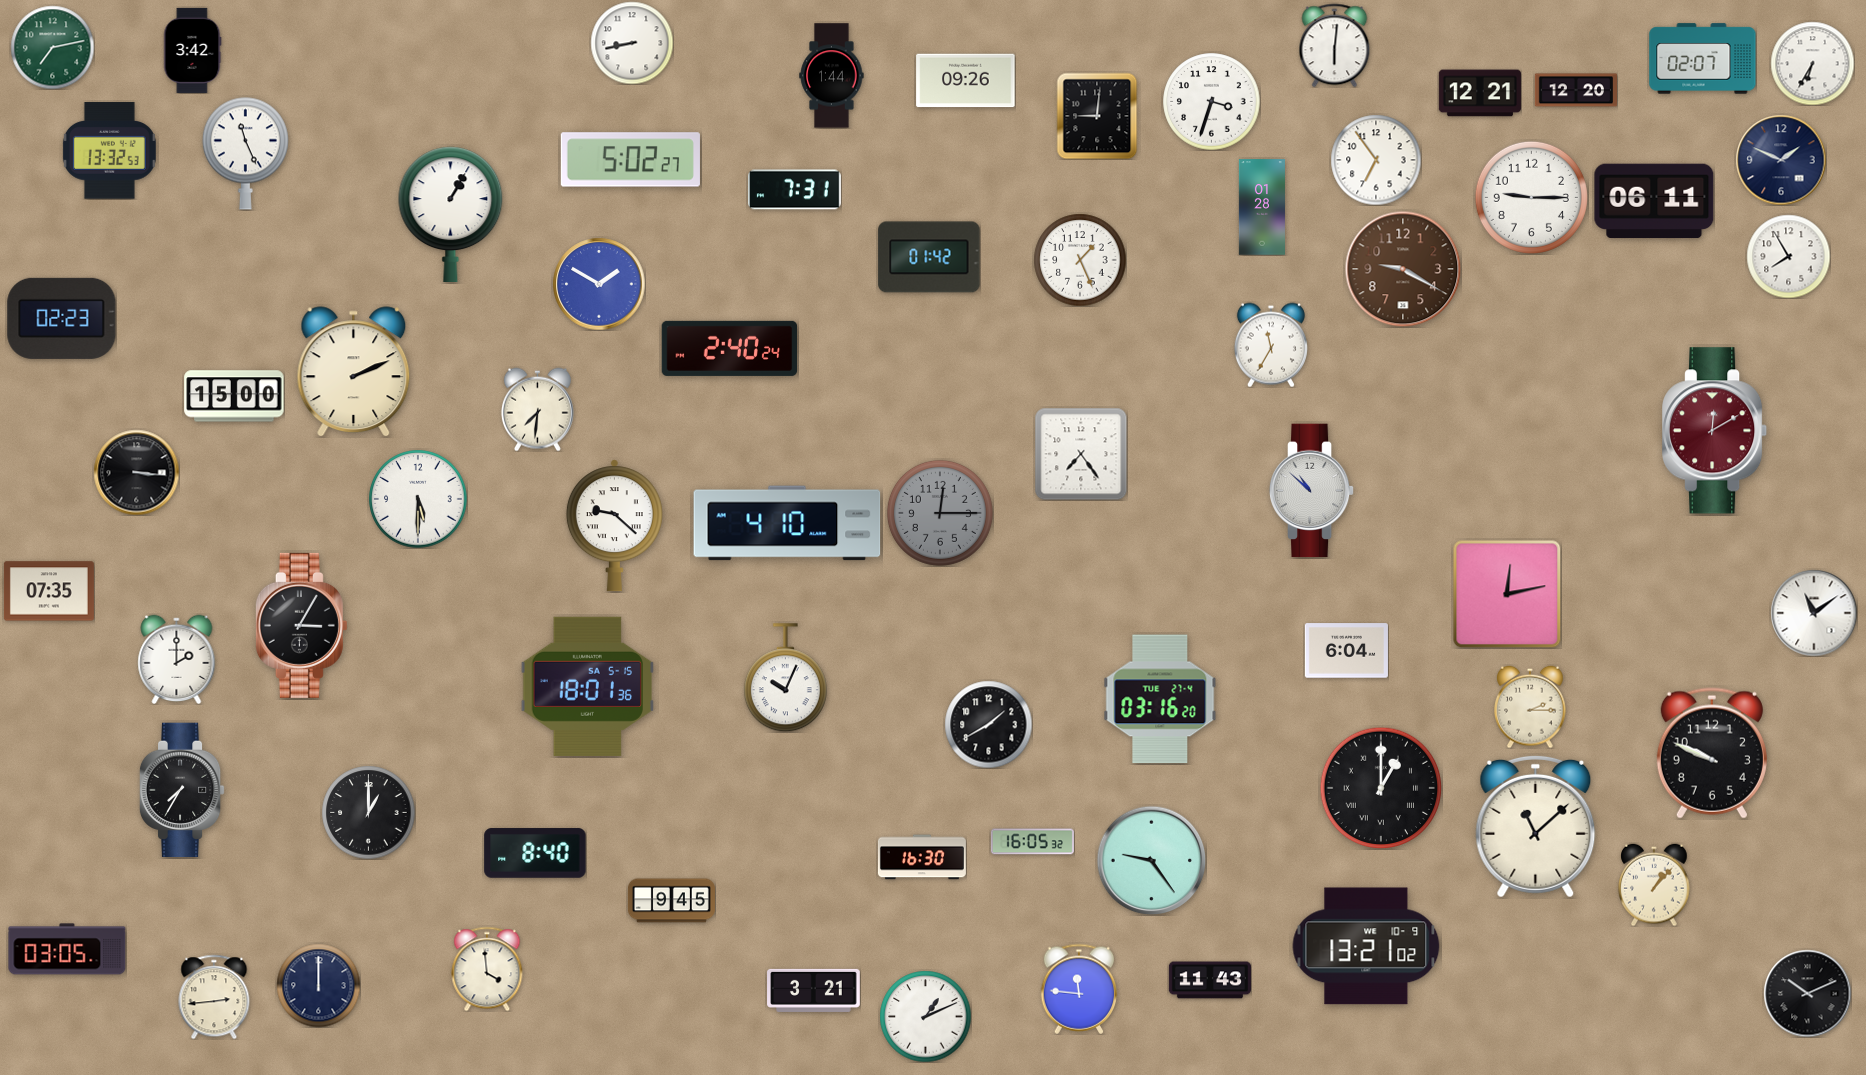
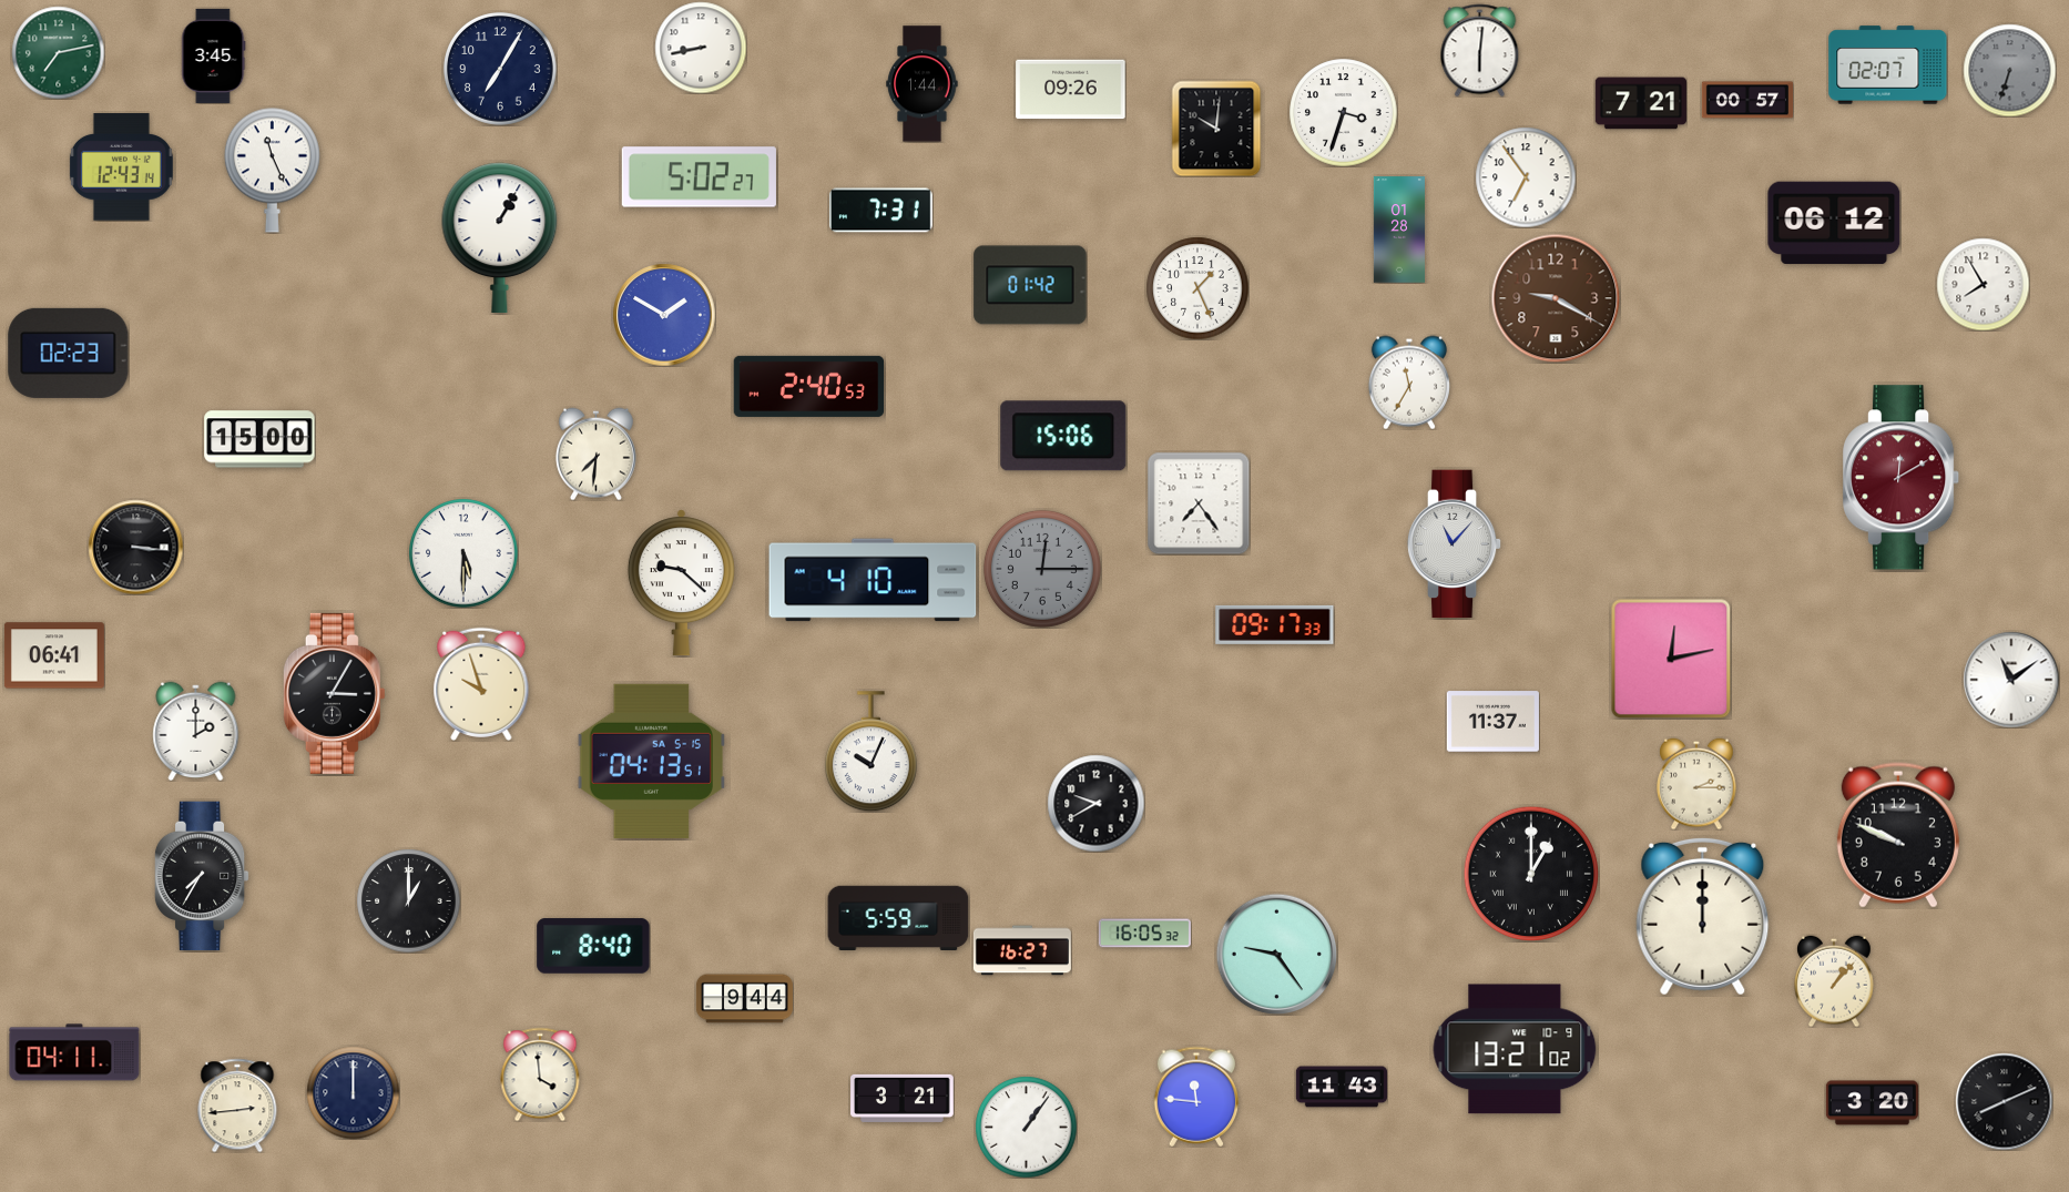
clock at (193, 50): 3:42 -> 3:45
clock at (501, 70): none -> 7:05
clock at (1812, 63): 6:35 -> 6:33
clock at (1812, 63) dial: white -> grey
clock at (1575, 90): 12:20 -> 00:57
clock at (1480, 93): 12:21 -> 7:21
clock at (1097, 116): 9:01 -> 10:01
clock at (109, 151): 13:32 -> 12:43
clock at (1781, 160): 1:49 -> none
clock at (1531, 197): 9:15 -> none
clock at (1654, 201): 06:11 -> 06:12
clock at (730, 348): 2:40:24 -> 2:40:53
clock at (354, 372): 2:11 -> none
clock at (1063, 436): none -> 15:06
clock at (136, 472) position: (136, 472) -> (135, 547)
clock at (1312, 491): 10:52 -> 11:07
clock at (1275, 624): none -> 09:17
clock at (49, 591): 07:35 -> 06:41
clock at (481, 684): none -> 9:57
clock at (1346, 651): 6:04 -> 11:37
clock at (588, 686): 18:01 -> 04:13
clock at (1160, 699): 03:16 -> none
clock at (988, 724): 1:40 -> 9:40
clock at (1536, 826): 11:08 -> 12:00
clock at (898, 917): none -> 5:59
clock at (922, 857): 16:30 -> 16:27
clock at (671, 901): 9:45 -> 9:44
clock at (67, 949): 03:05 -> 04:11
clock at (1807, 993): 10:11 -> 8:11
clock at (1872, 1103): none -> 3:20
clock at (925, 1016): 1:11 -> 1:06
